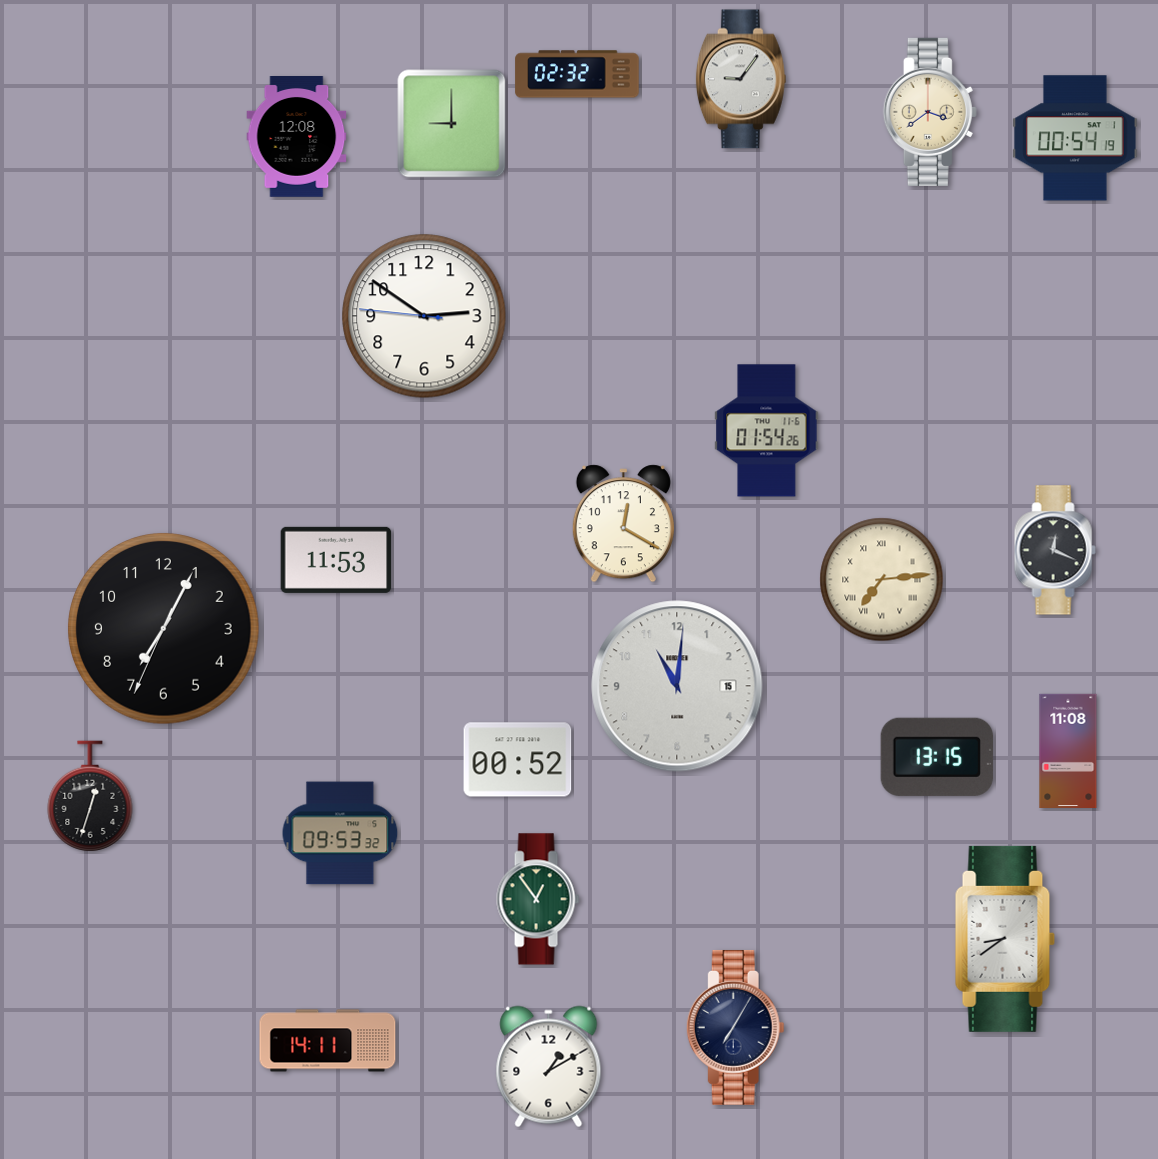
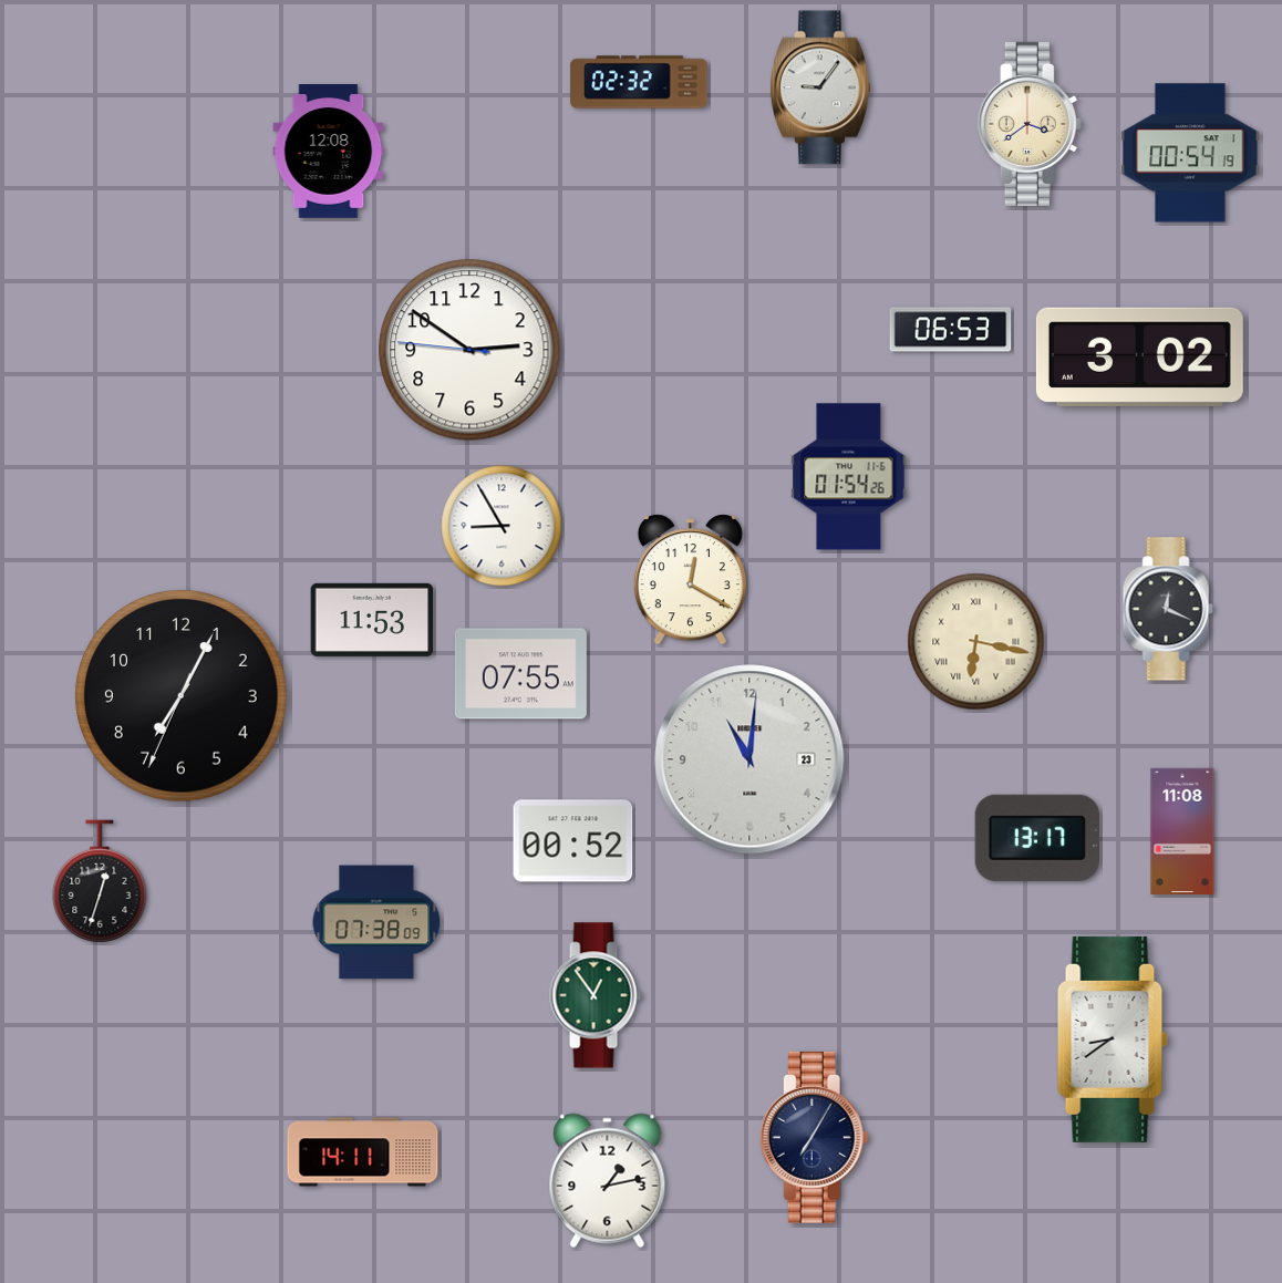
clock at (452, 124): 9:00 -> none
clock at (951, 330): none -> 06:53
clock at (1139, 356): none -> 3:02
clock at (502, 526): none -> 8:55
clock at (882, 580): 7:14 -> 6:17
clock at (520, 674): none -> 07:55
clock at (677, 686) date: 15 -> 23
clock at (937, 757): 13:15 -> 13:17
clock at (340, 833): 09:53 -> 07:38
clock at (549, 1067): 1:10 -> 1:13
